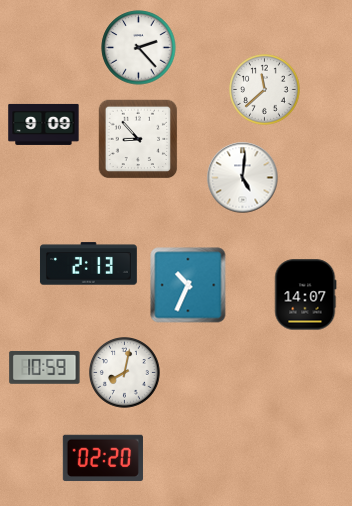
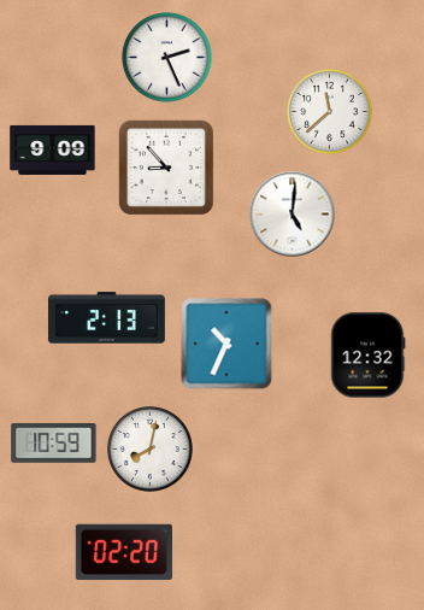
clock at (139, 48): 2:23 -> 2:26
clock at (265, 90) position: (265, 90) -> (330, 112)
clock at (306, 295): 14:07 -> 12:32
